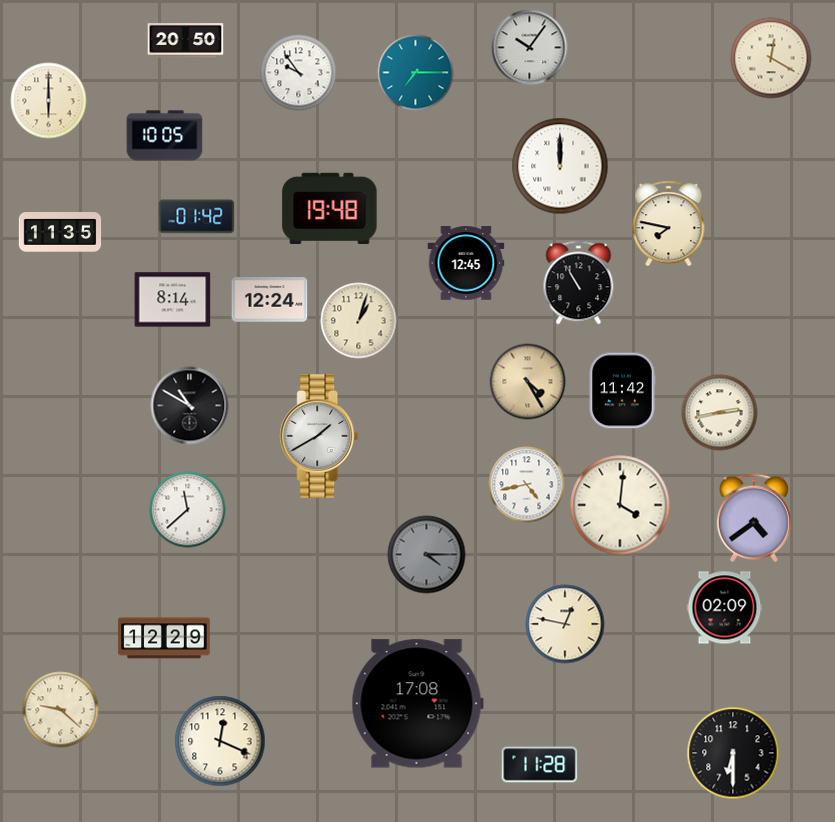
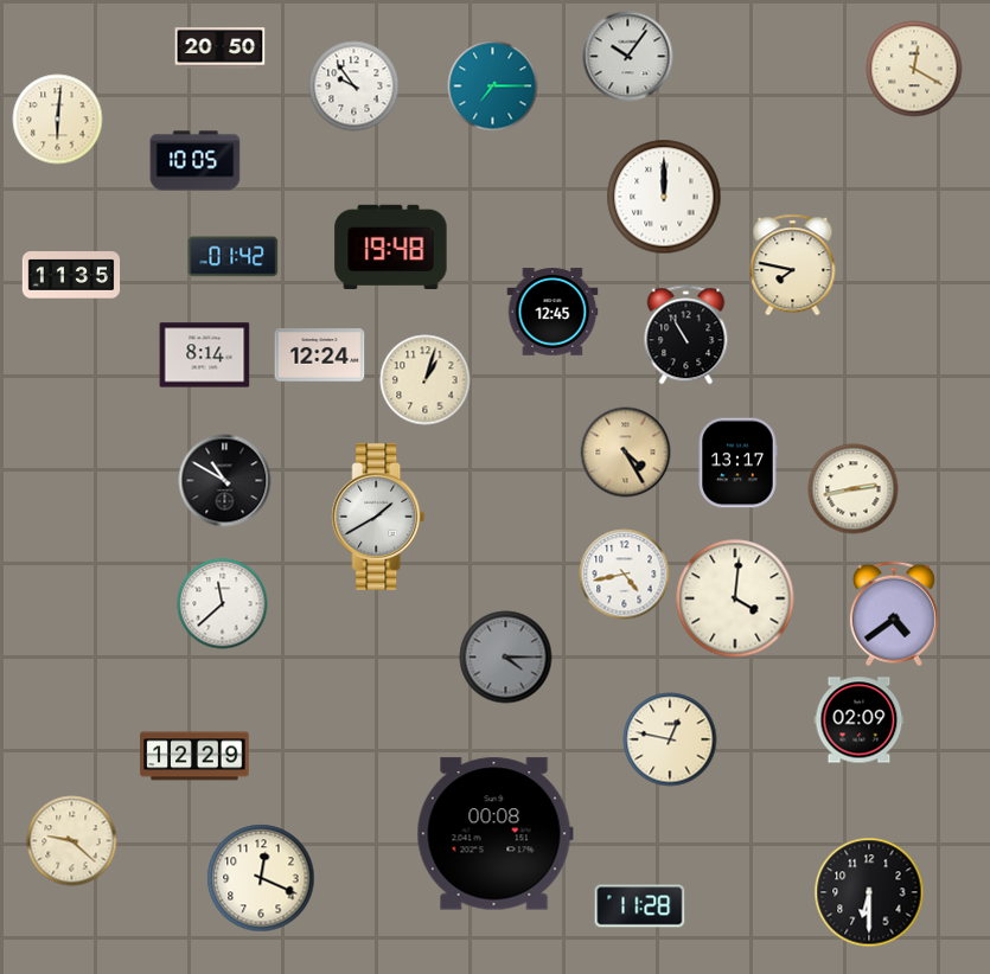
clock at (49, 101): 6:00 -> 6:01
clock at (622, 391): 11:42 -> 13:17
clock at (417, 704): 17:08 -> 00:08
